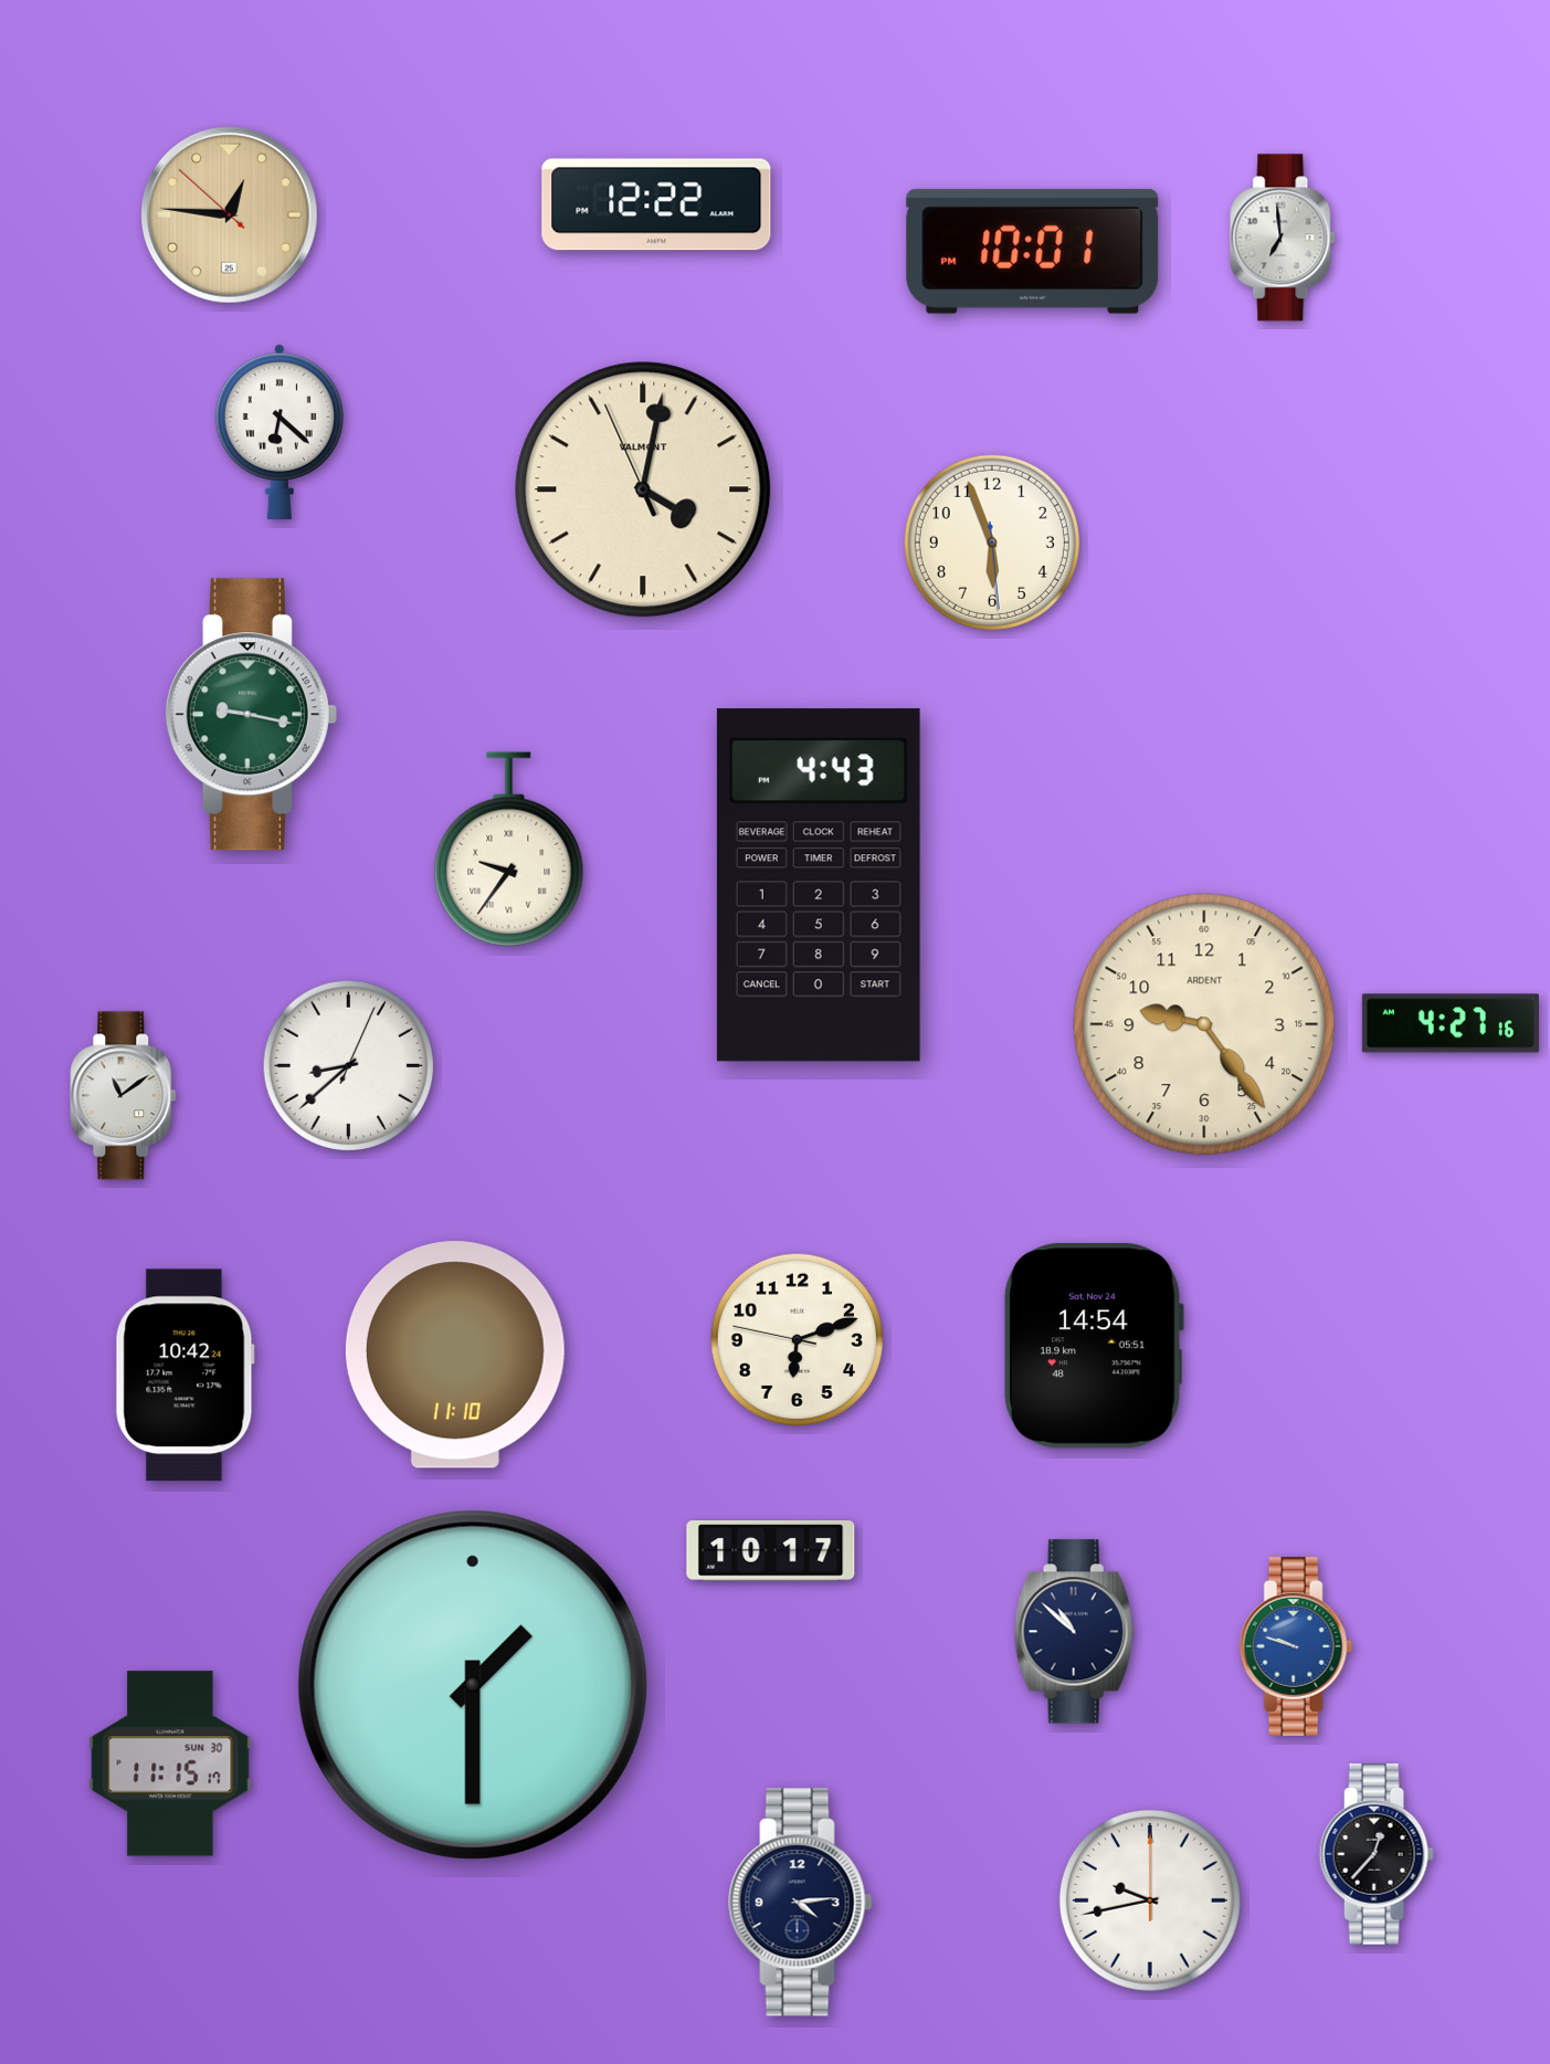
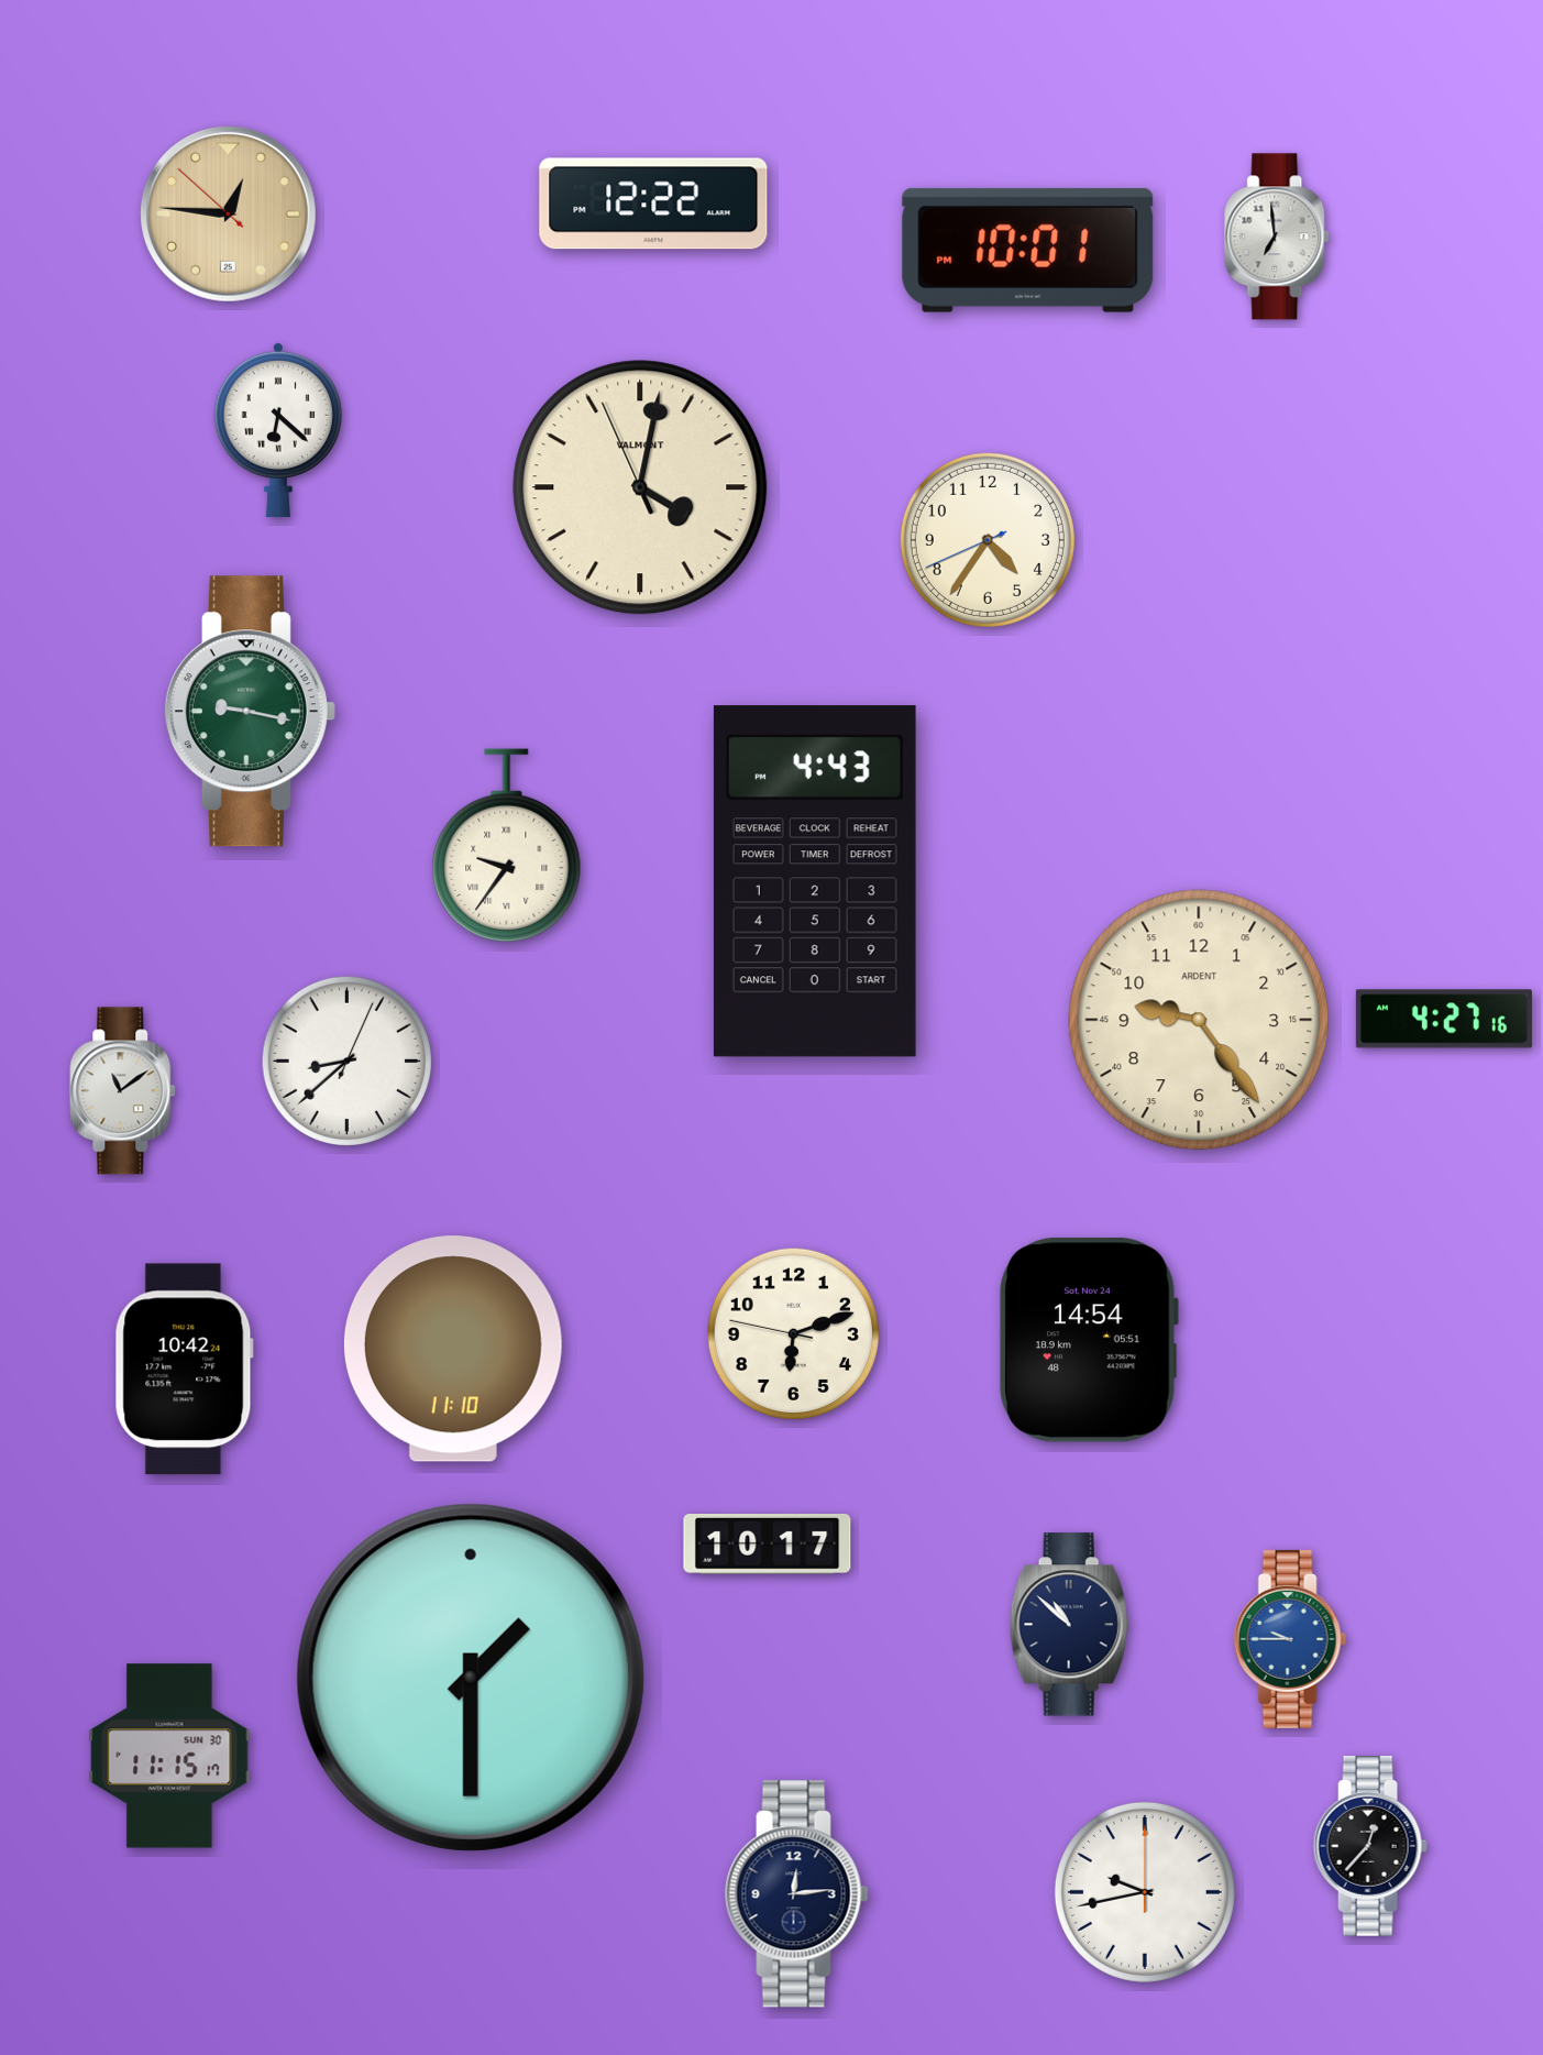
clock at (992, 543): 5:56 -> 4:35
clock at (1296, 1646): 9:48 -> 9:45
clock at (801, 1903): 4:14 -> 12:14
